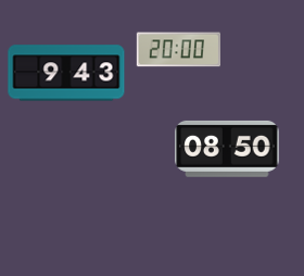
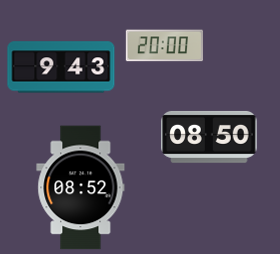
clock at (81, 188): none -> 08:52
